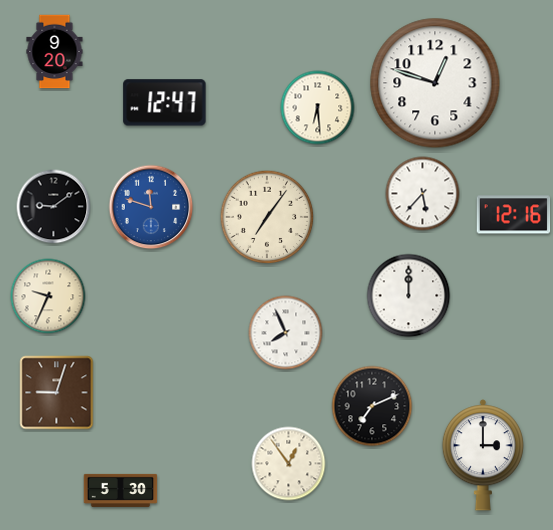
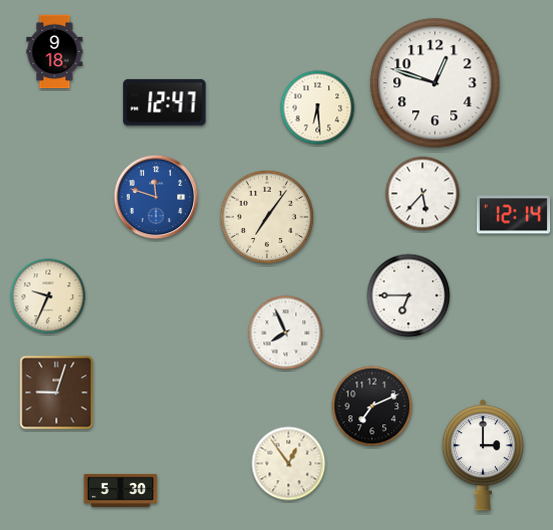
clock at (55, 52): 9:20 -> 9:18
clock at (54, 207): 9:09 -> none
clock at (151, 207) position: (151, 207) -> (156, 197)
clock at (514, 215): 12:16 -> 12:14
clock at (409, 296): 12:00 -> 6:45
